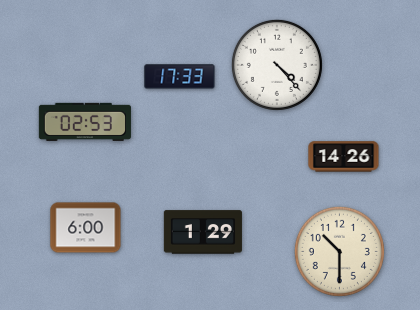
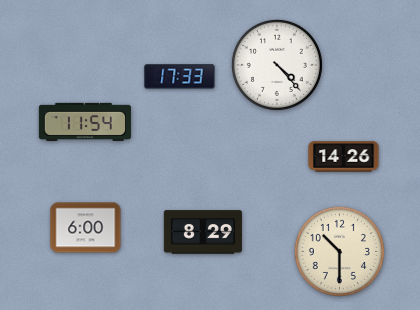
clock at (85, 122): 02:53 -> 11:54
clock at (203, 232): 1:29 -> 8:29
